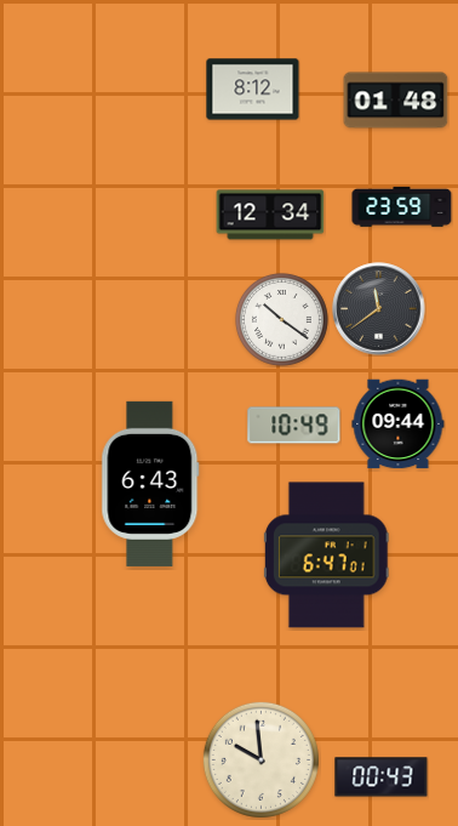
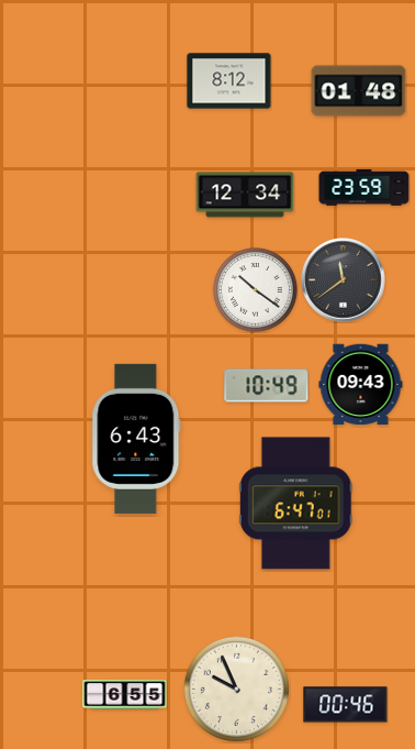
clock at (399, 425): 09:44 -> 09:43
clock at (261, 759): 9:59 -> 9:56
clock at (125, 695): none -> 6:55
clock at (382, 777): 00:43 -> 00:46
